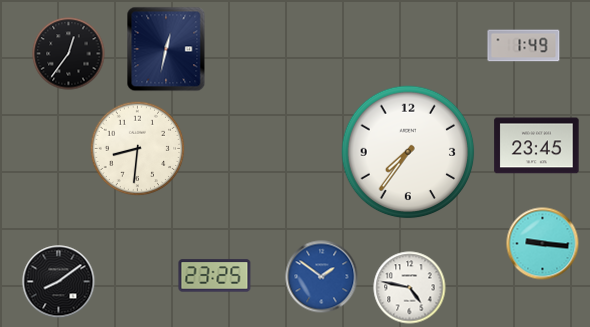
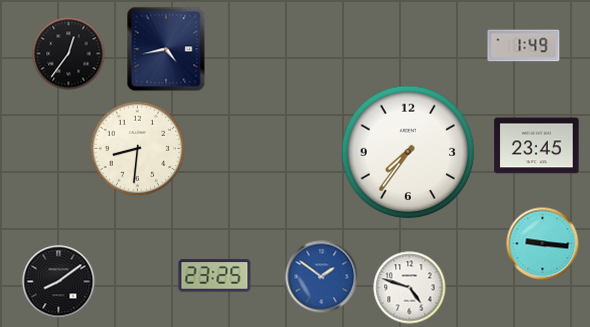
clock at (166, 49): 12:32 -> 4:43
clock at (410, 288): 4:47 -> 4:48
